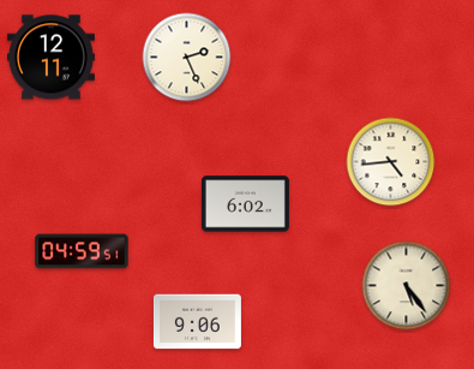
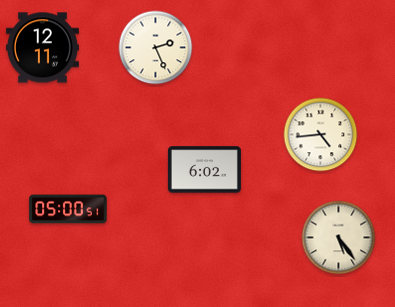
clock at (391, 162) position: (391, 162) -> (321, 135)
clock at (82, 251): 04:59 -> 05:00
clock at (197, 322): 9:06 -> none
